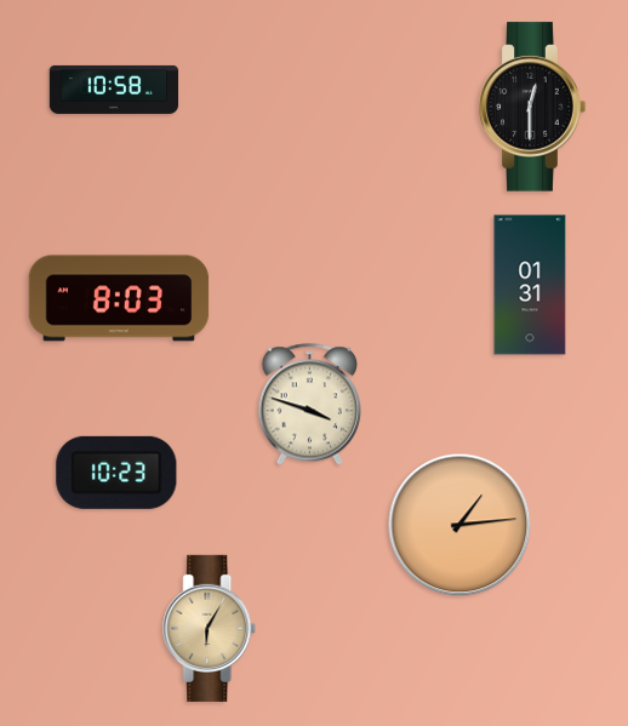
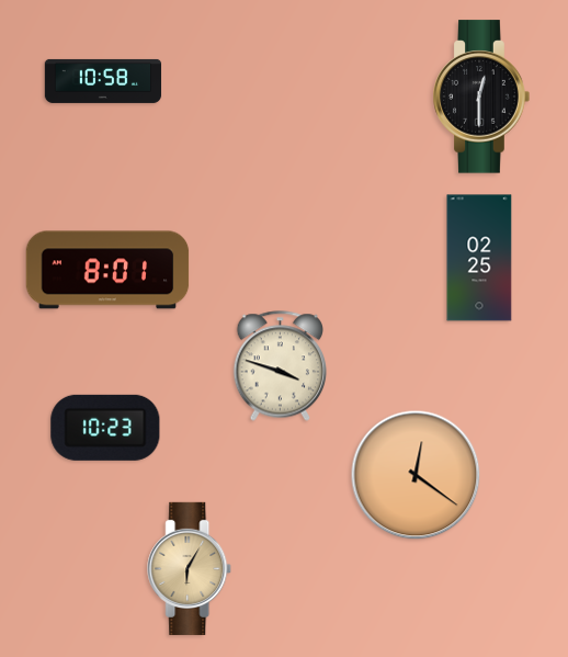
clock at (530, 285): 01:31 -> 02:25
clock at (119, 298): 8:03 -> 8:01
clock at (459, 525): 1:14 -> 12:21
